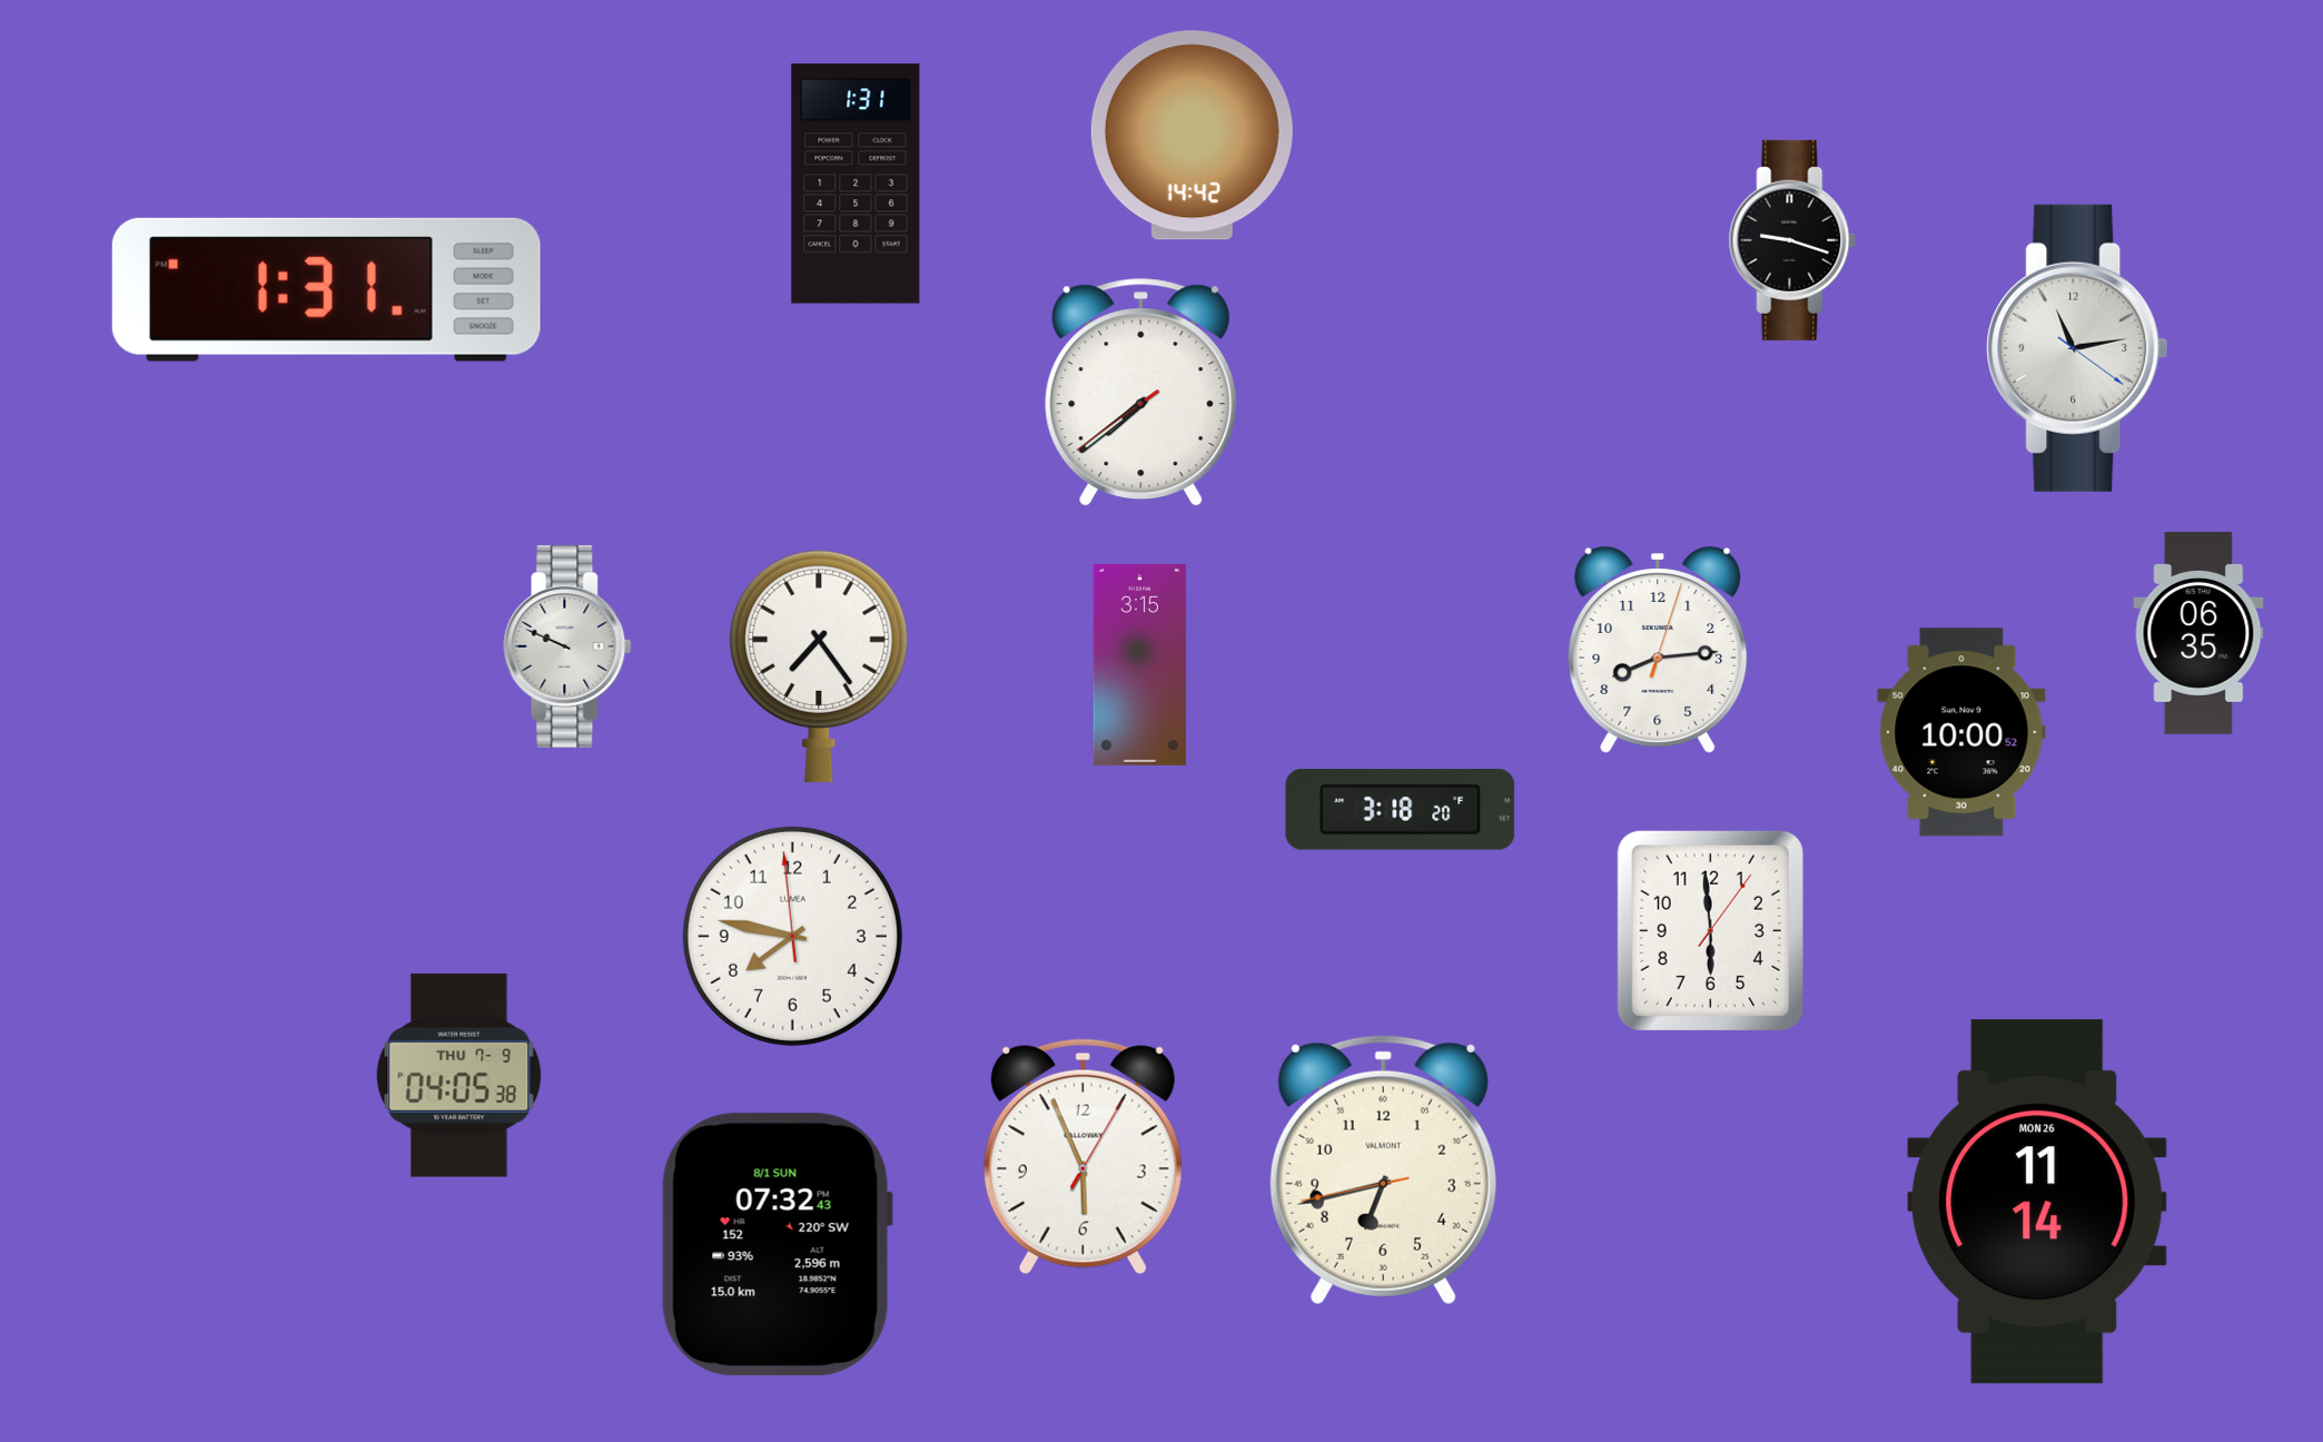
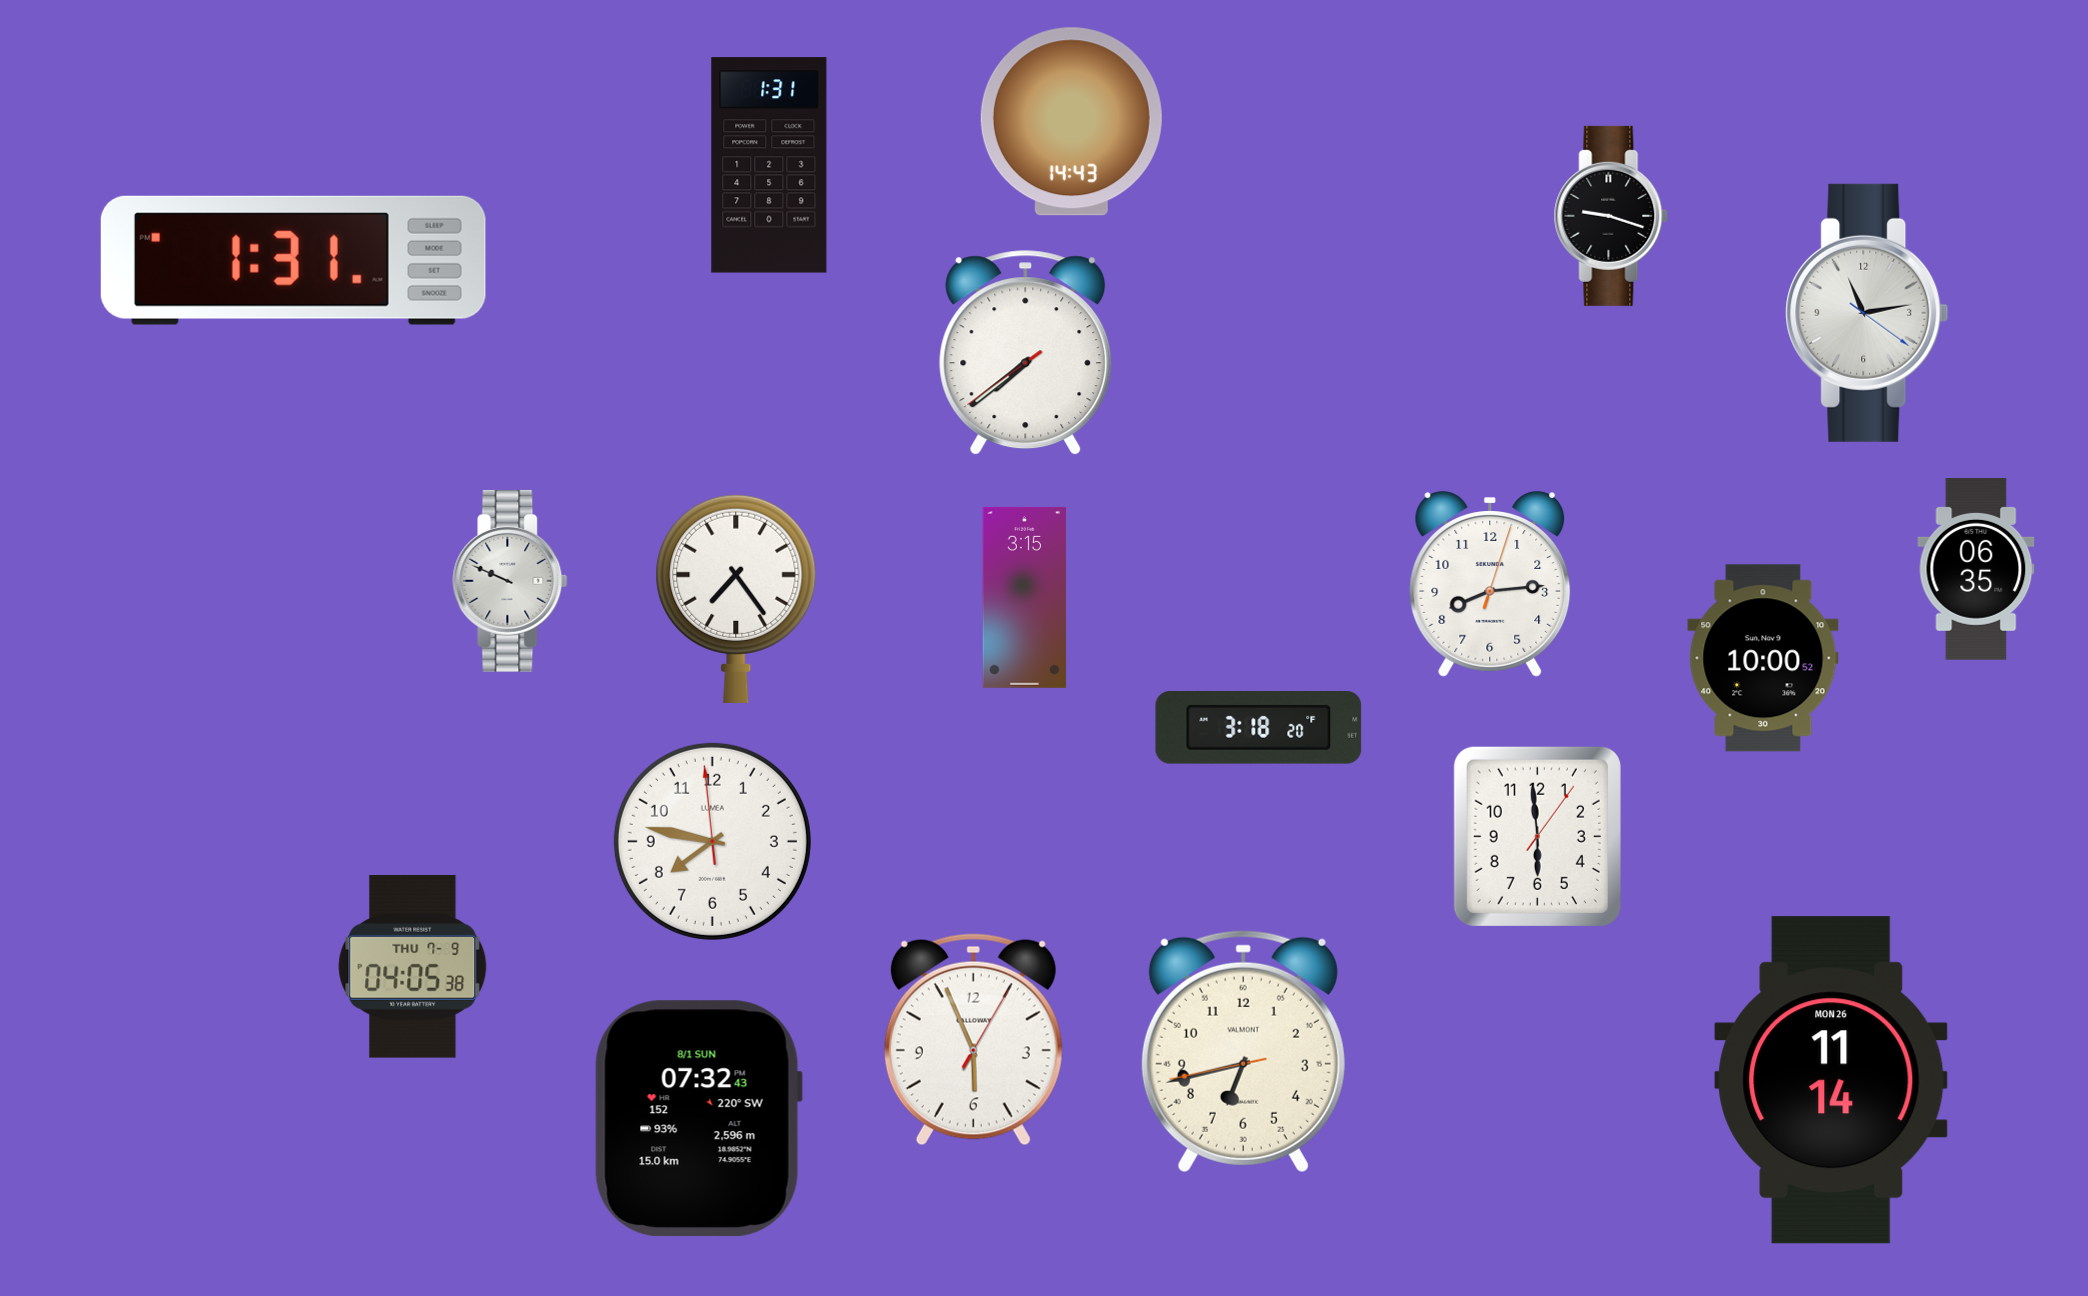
clock at (1192, 136): 14:42 -> 14:43
